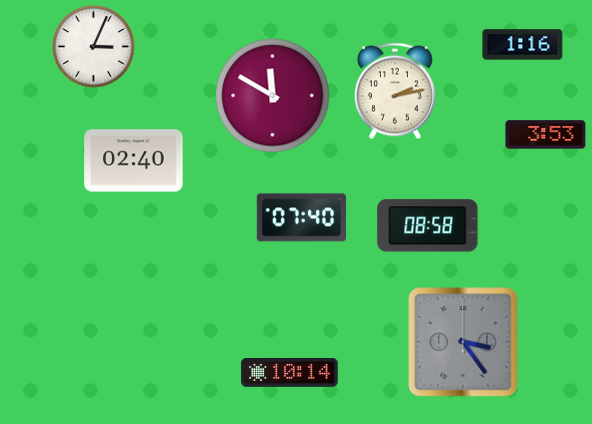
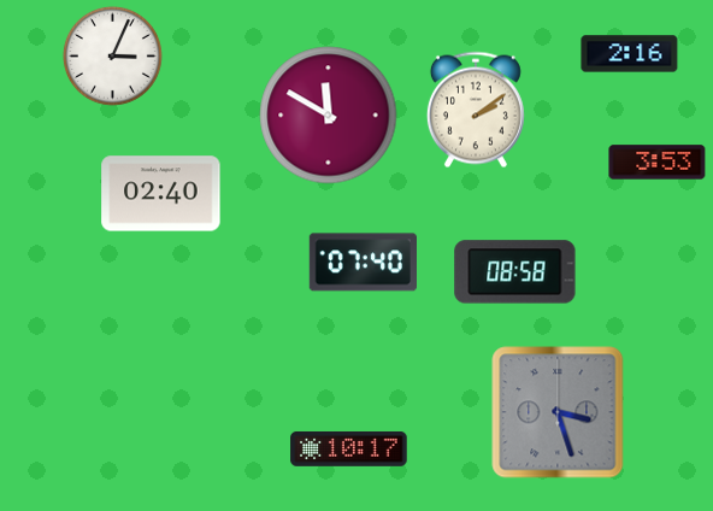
clock at (523, 45): 1:16 -> 2:16
clock at (395, 91): 2:13 -> 2:09
clock at (463, 342): 3:24 -> 3:27
clock at (290, 373): 10:14 -> 10:17
